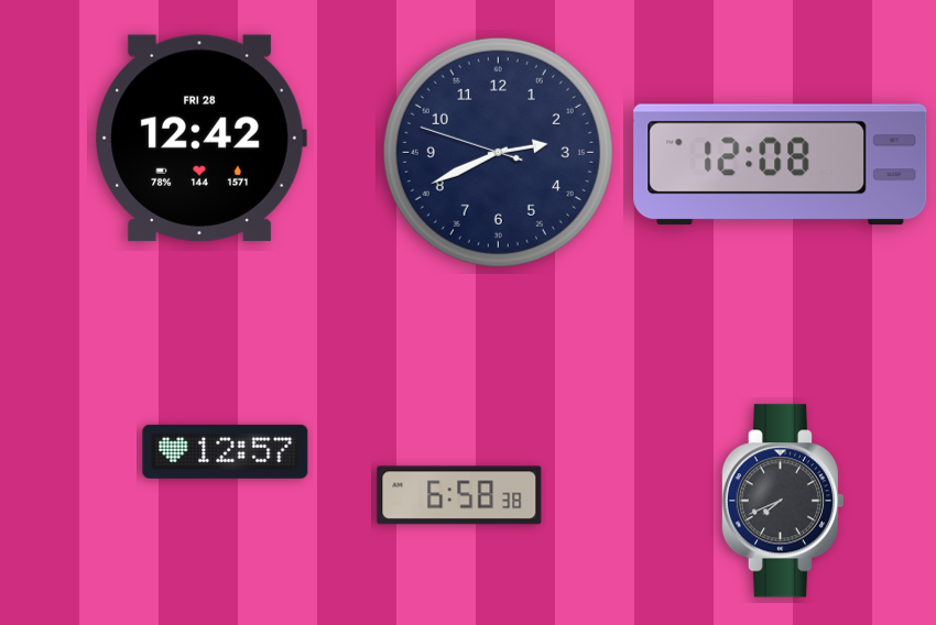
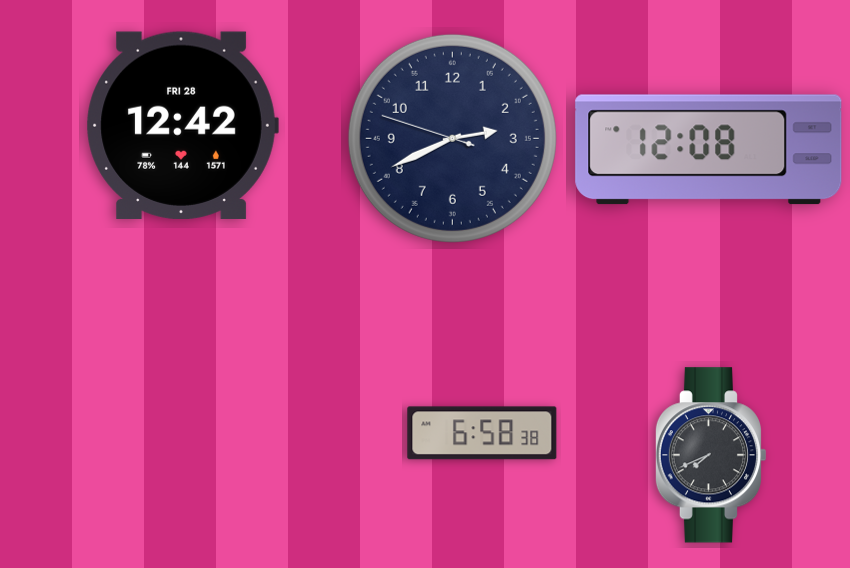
clock at (226, 451): 12:57 -> none
clock at (459, 495) position: (459, 495) -> (482, 433)
